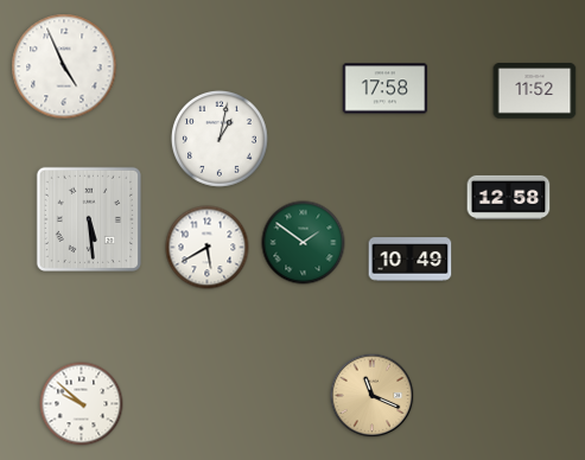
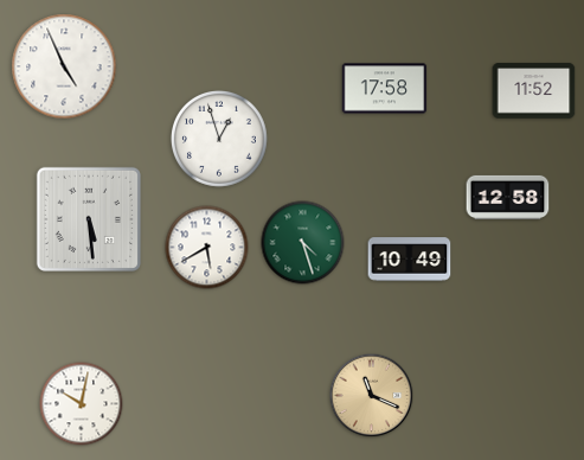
clock at (220, 139): 1:02 -> 12:57
clock at (304, 243): 1:51 -> 4:27
clock at (82, 404): 9:52 -> 10:02
